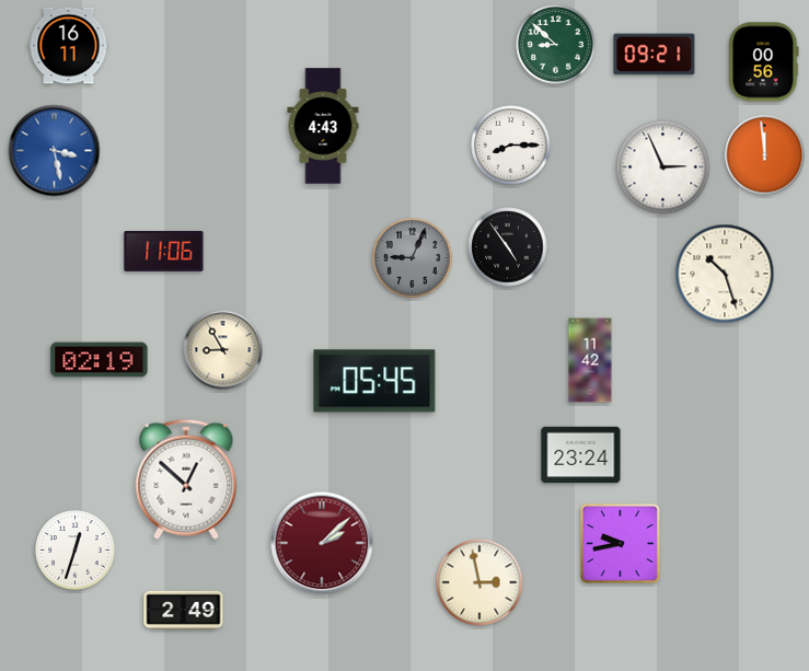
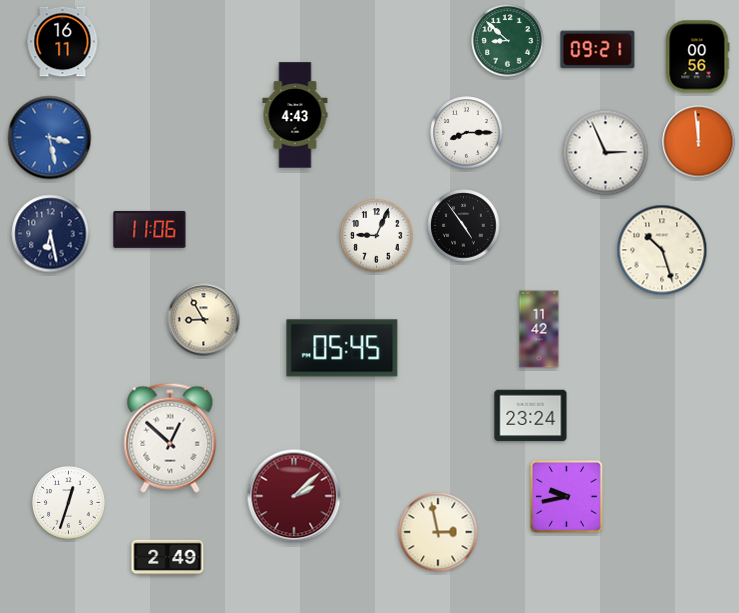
clock at (51, 234): none -> 6:28
clock at (413, 258) dial: grey -> white
clock at (100, 360): 02:19 -> none
